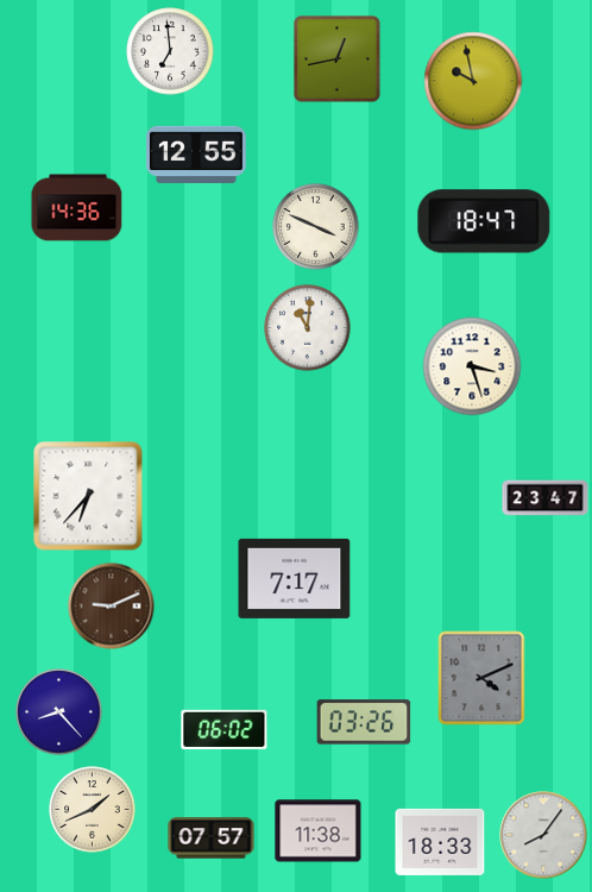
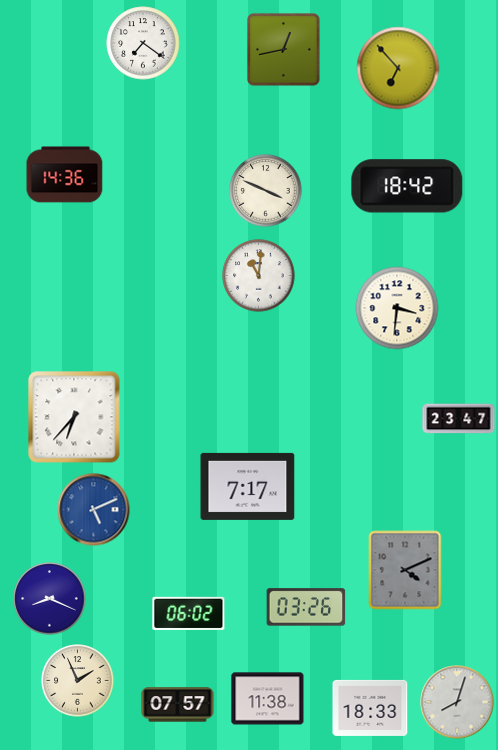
clock at (170, 51): 6:59 -> 7:21
clock at (473, 81): 9:58 -> 6:53
clock at (197, 155): 12:55 -> none
clock at (484, 221): 18:47 -> 18:42
clock at (472, 366): 3:27 -> 3:31
clock at (112, 607): 9:11 -> 5:11
clock at (112, 607) dial: brown -> blue
clock at (59, 712): 8:23 -> 8:19
clock at (93, 810): 1:41 -> 1:56
clock at (543, 835): 8:06 -> 8:03
